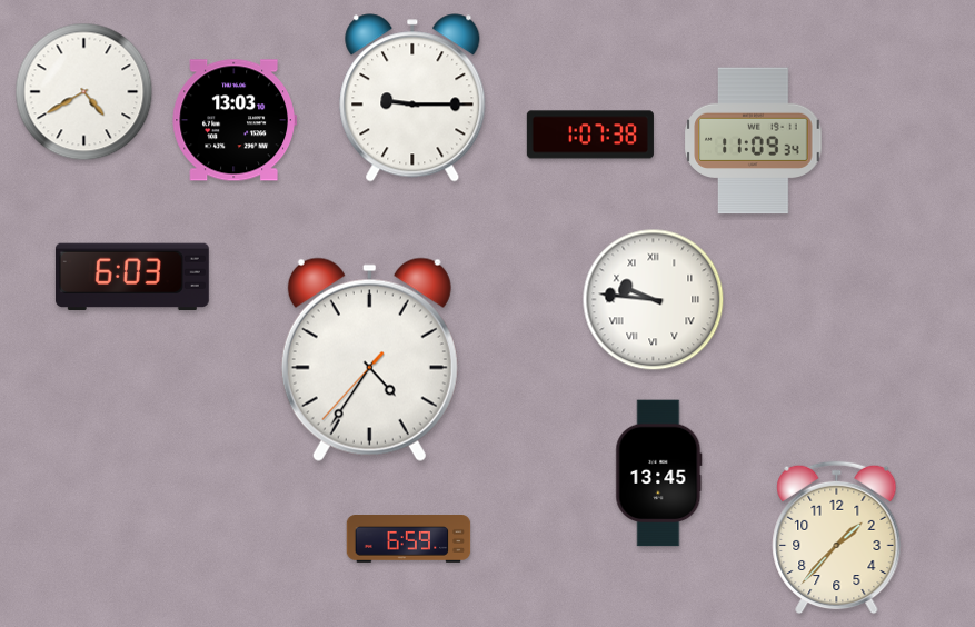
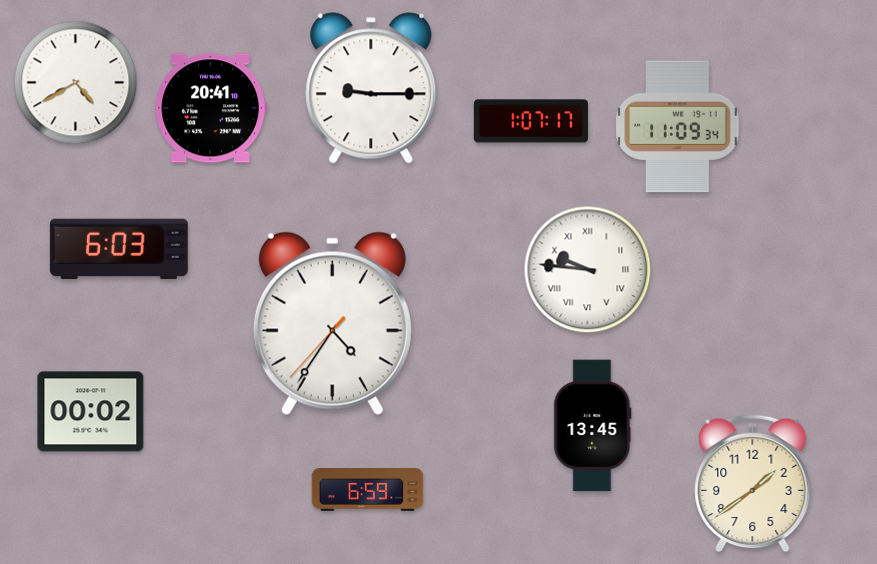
clock at (233, 120): 13:03 -> 20:41
clock at (590, 135): 1:07:38 -> 1:07:17
clock at (91, 412): none -> 00:02
clock at (837, 538): 1:37 -> 1:39
clock at (409, 539) position: (409, 539) -> (368, 490)
